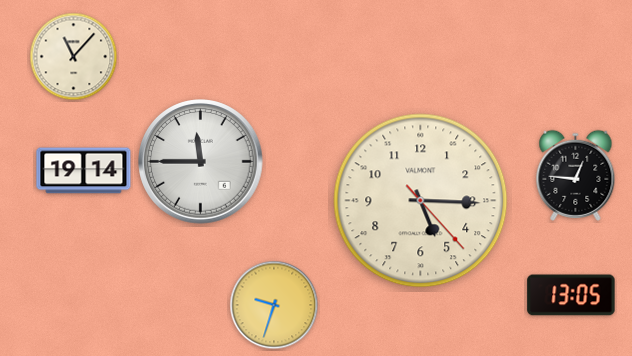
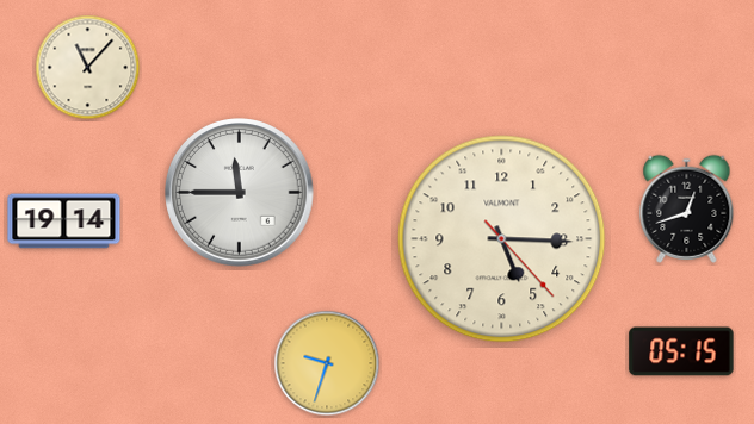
clock at (84, 171) position: (84, 171) -> (64, 222)
clock at (576, 175): 12:46 -> 12:42
clock at (571, 295): 13:05 -> 05:15
